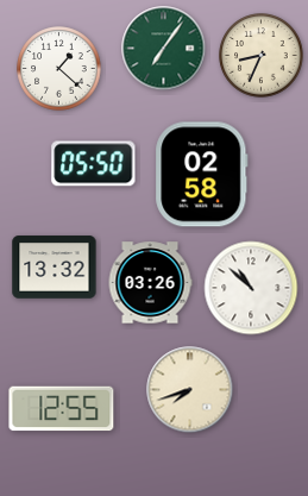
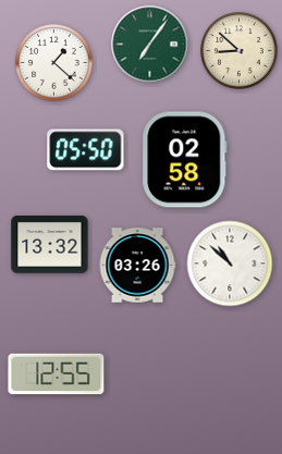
clock at (262, 56): 8:34 -> 8:52
clock at (150, 283) position: (150, 283) -> (137, 266)
clock at (190, 390): 7:42 -> none
